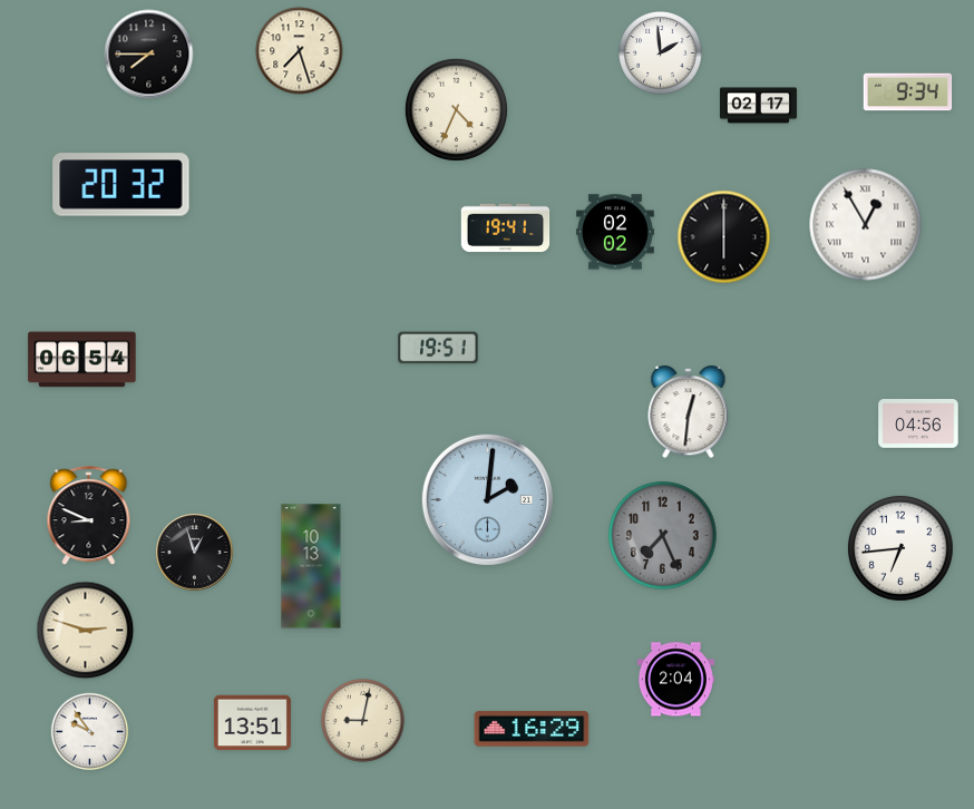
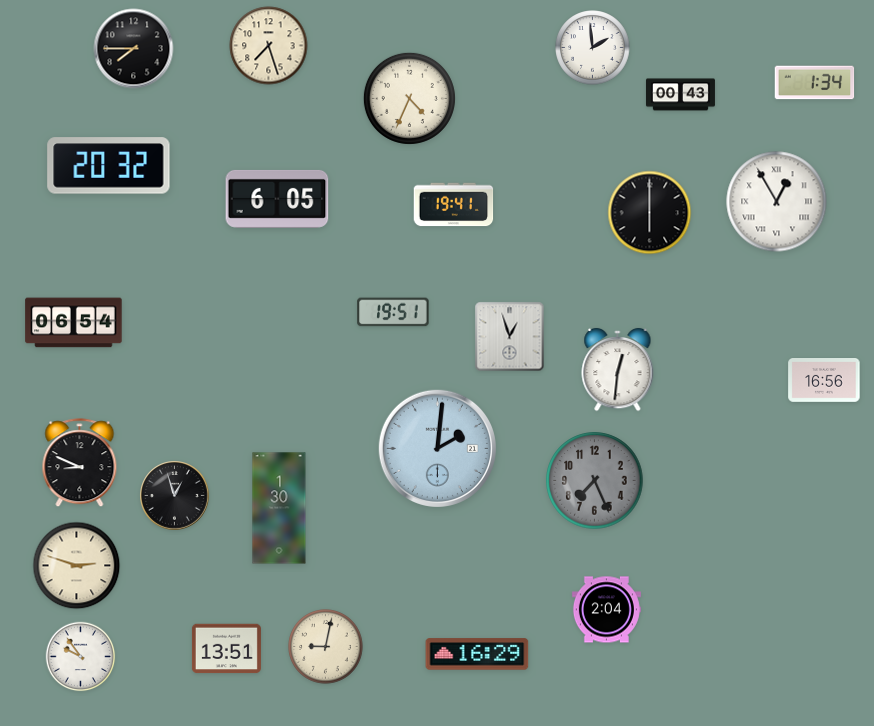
clock at (908, 92): 9:34 -> 1:34
clock at (758, 106): 02:17 -> 00:43
clock at (277, 199): none -> 6:05
clock at (616, 232): 02:02 -> none
clock at (510, 337): none -> 12:57
clock at (918, 425): 04:56 -> 16:56
clock at (900, 548): 6:44 -> none
clock at (311, 566): 10:13 -> 1:30
